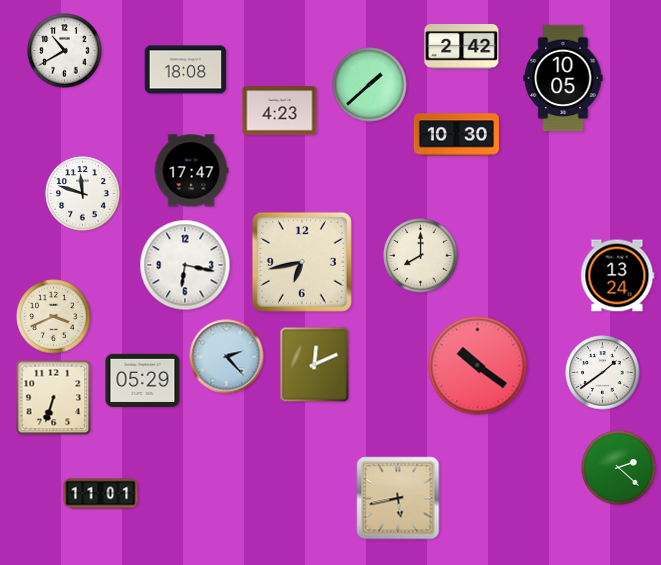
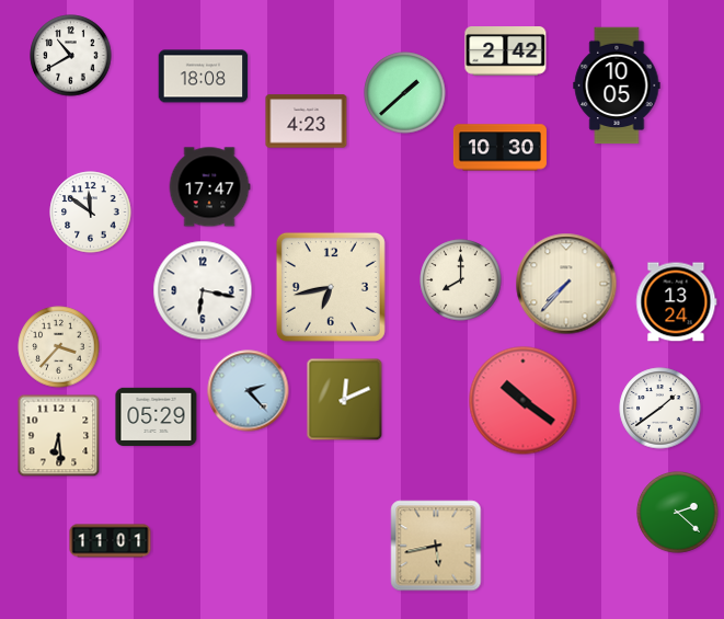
clock at (83, 194): 11:48 -> 11:51
clock at (566, 284): none -> 7:37
clock at (54, 317): 3:41 -> 3:37
clock at (54, 398): 6:33 -> 6:29
